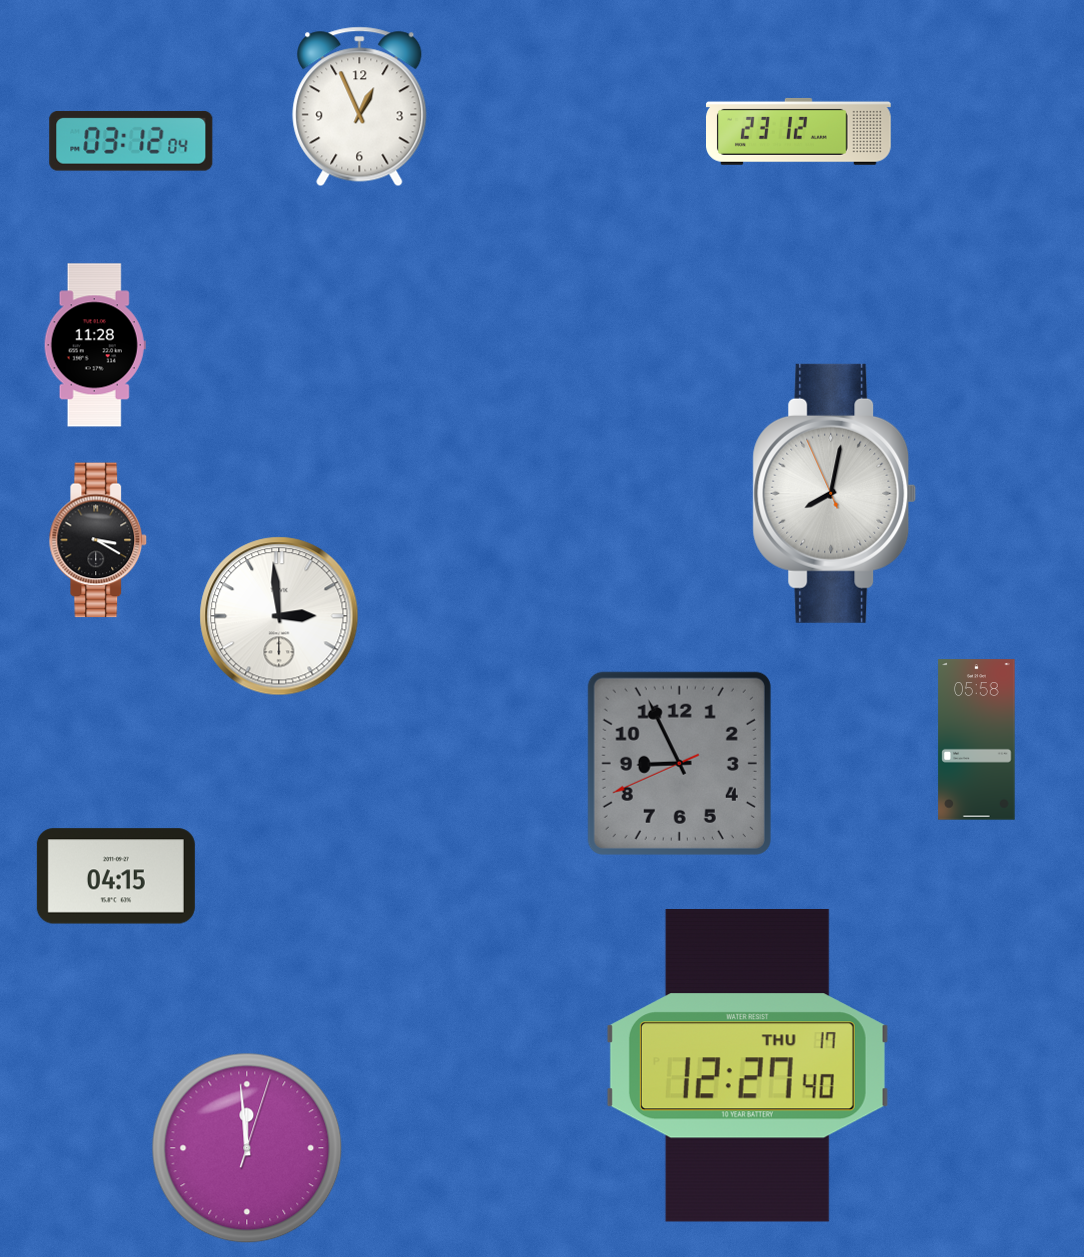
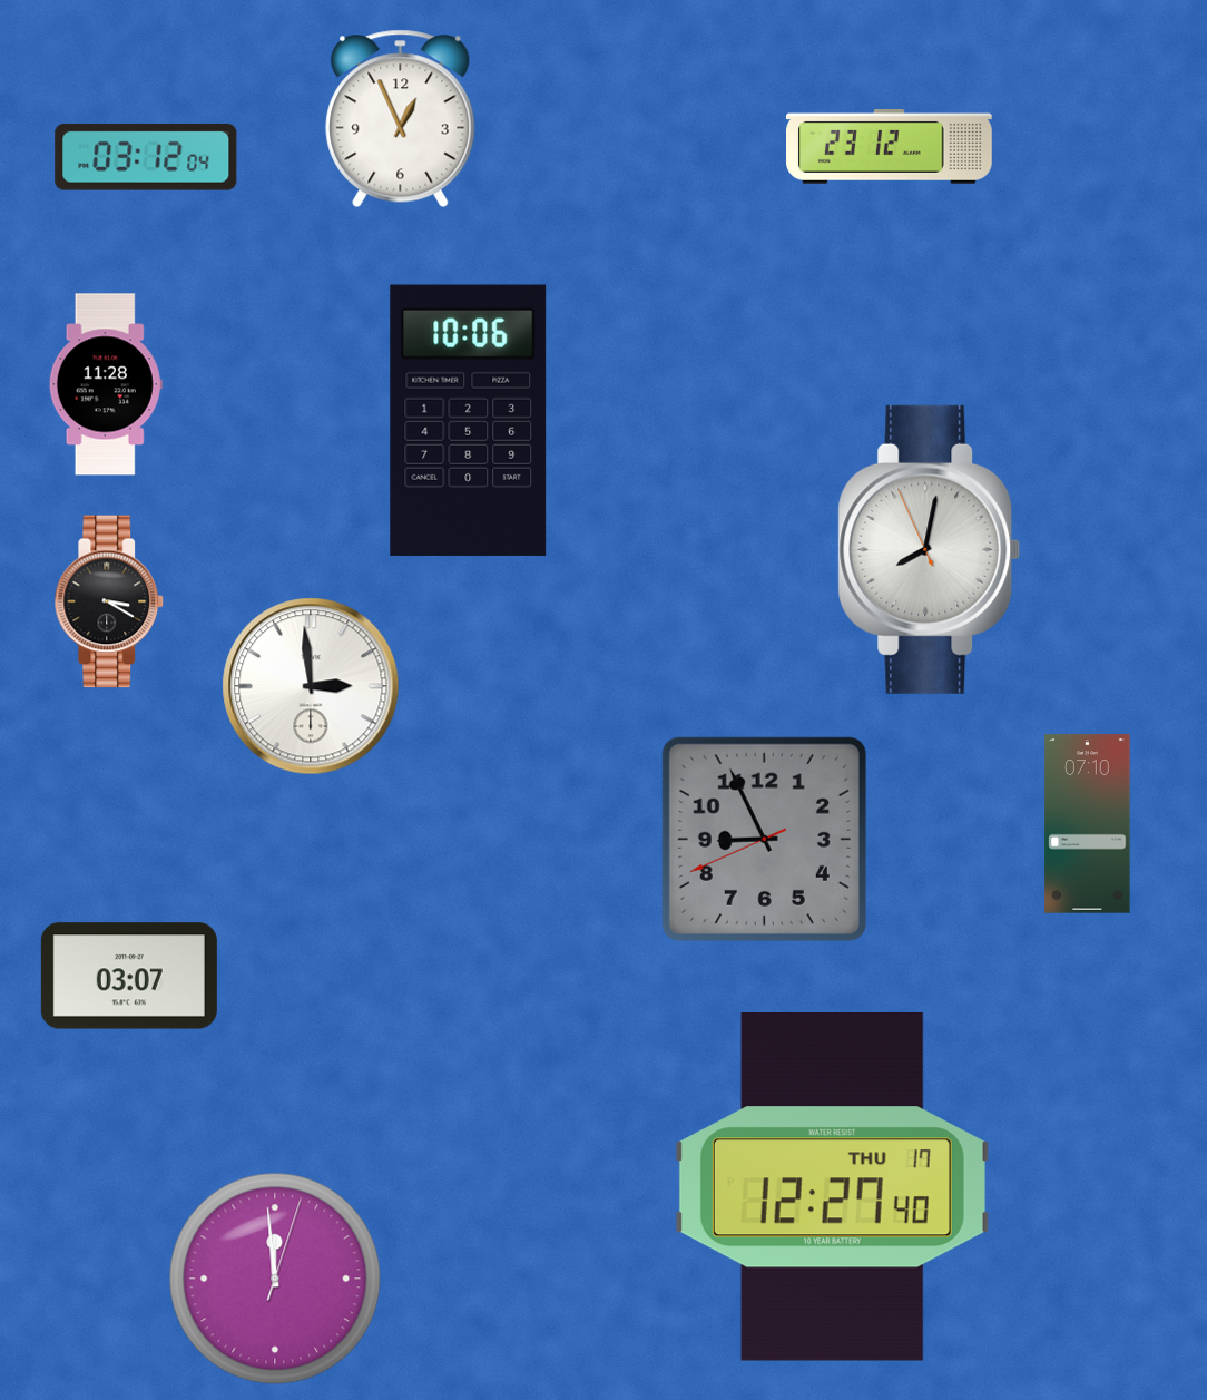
clock at (469, 420): none -> 10:06
clock at (977, 740): 05:58 -> 07:10
clock at (679, 763) position: (679, 763) -> (764, 839)
clock at (116, 876): 04:15 -> 03:07
